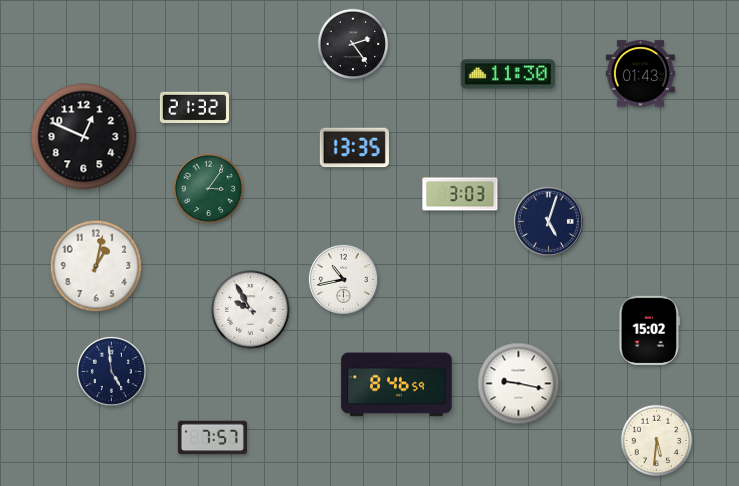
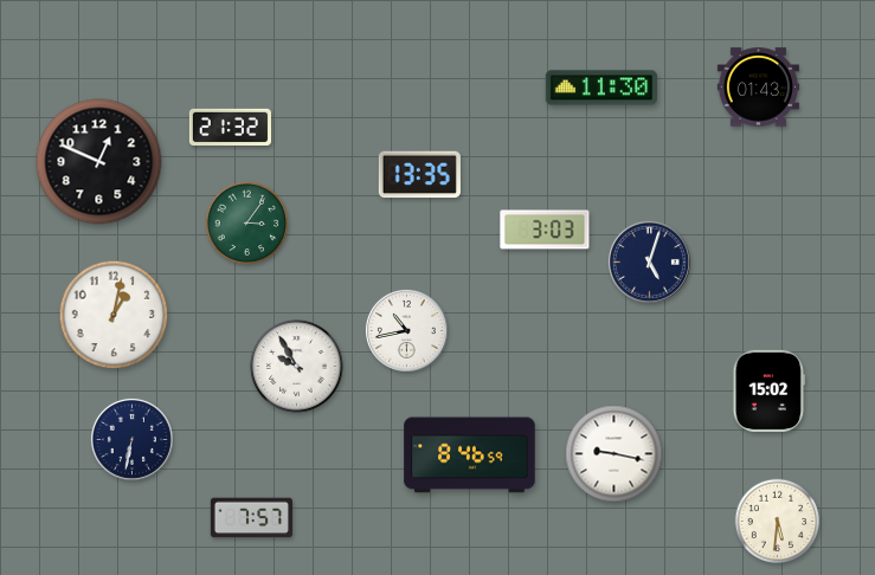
clock at (353, 44): 2:24 -> none
clock at (111, 371): 4:59 -> 6:32
